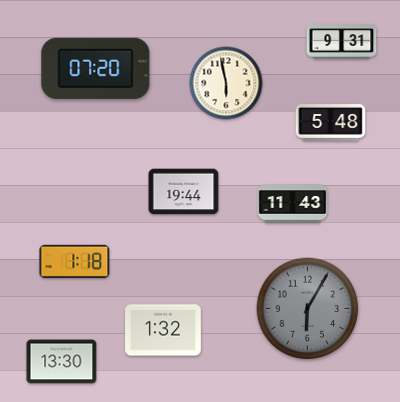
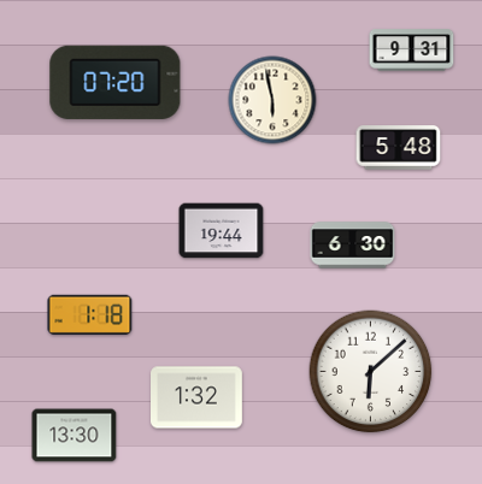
clock at (293, 204): 11:43 -> 6:30
clock at (308, 309): 6:05 -> 6:08
clock at (308, 309) dial: grey -> white
